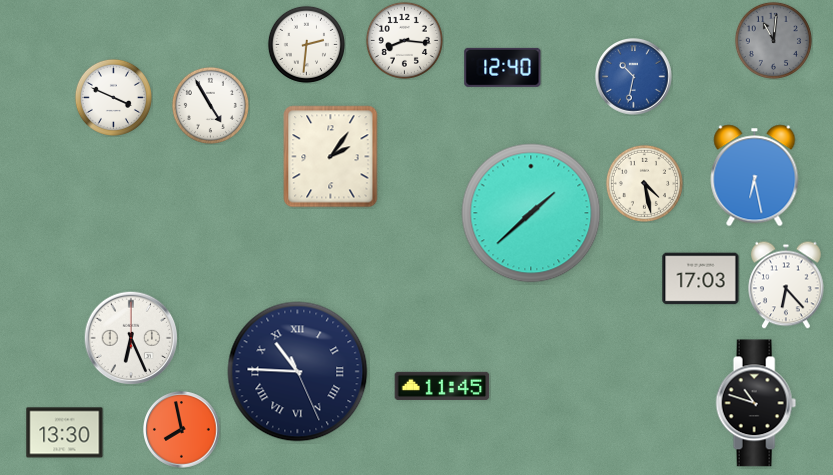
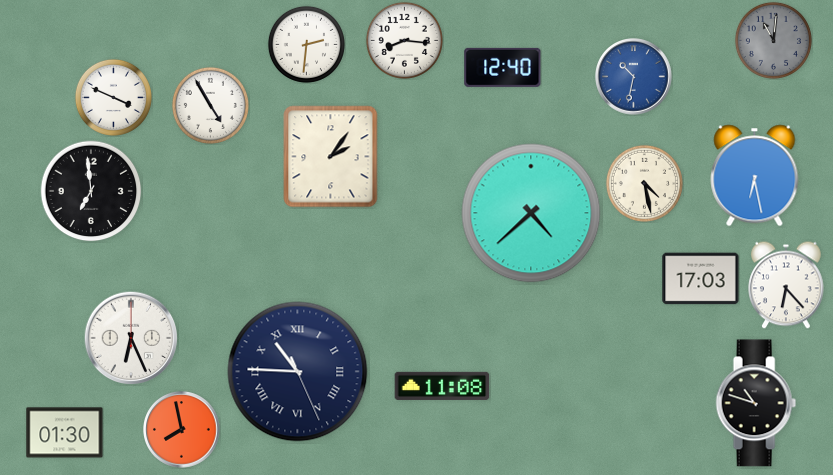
clock at (91, 191): none -> 6:59
clock at (531, 213): 1:38 -> 4:38
clock at (442, 386): 11:45 -> 11:08
clock at (65, 433): 13:30 -> 01:30
